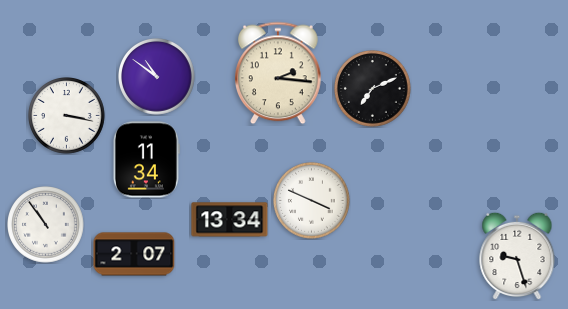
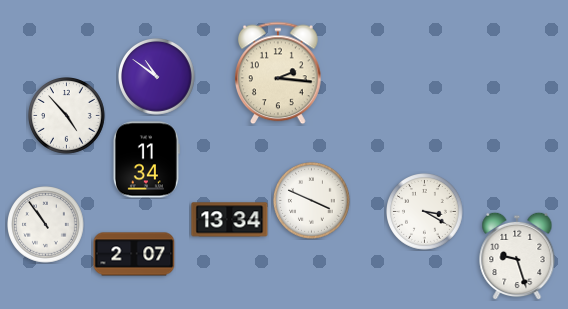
clock at (373, 89): 7:11 -> none
clock at (67, 116): 3:17 -> 4:53
clock at (425, 212): none -> 3:20
